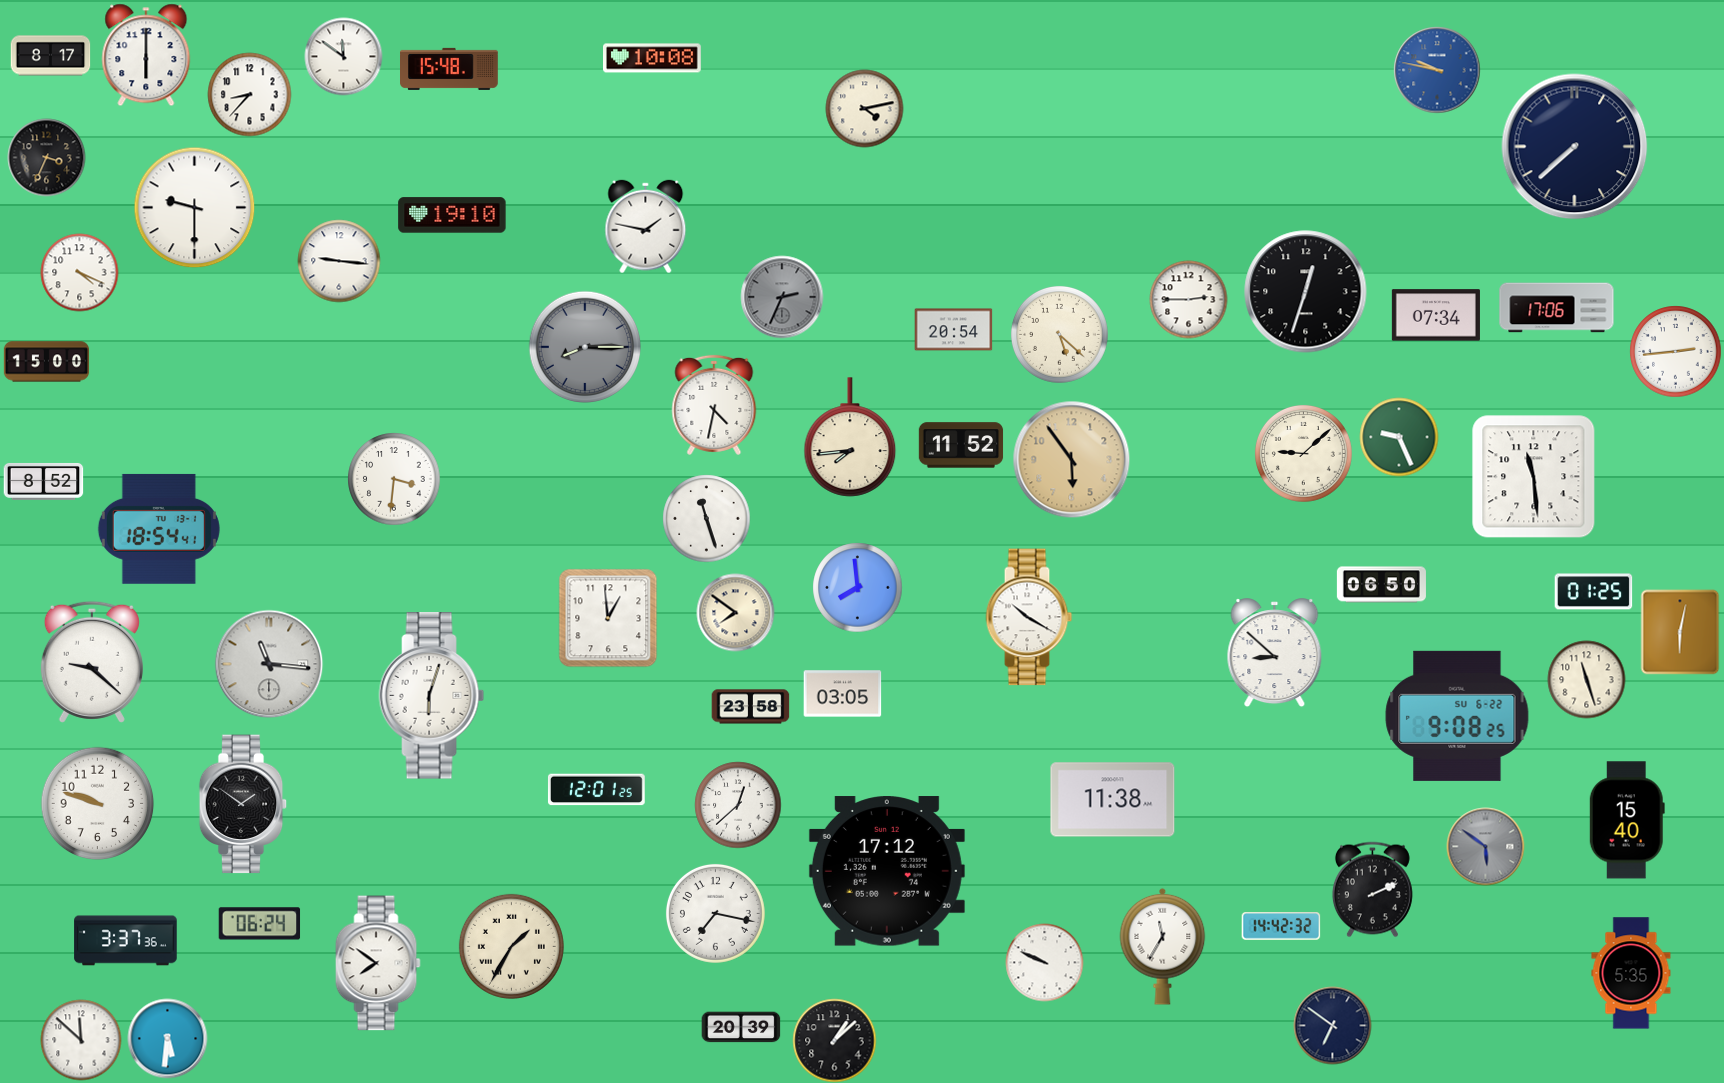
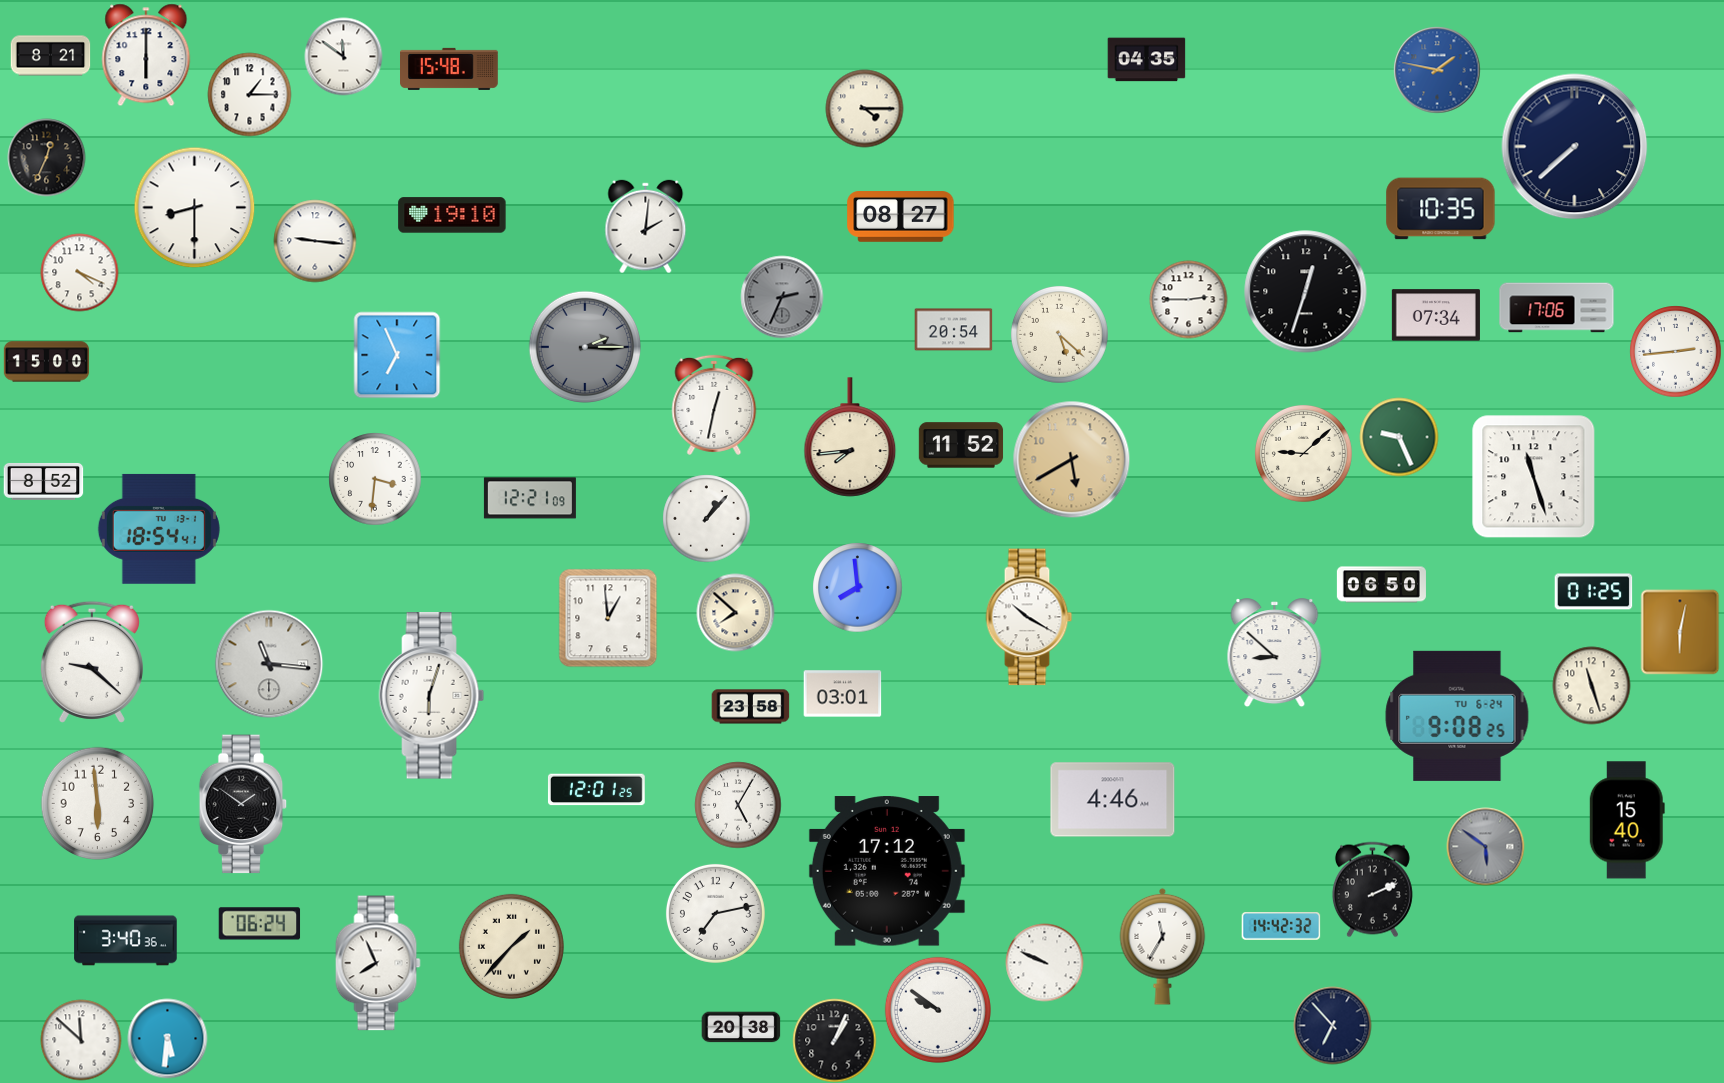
clock at (50, 56): 8:17 -> 8:21
clock at (653, 58): 10:08 -> none
clock at (1146, 60): none -> 04:35
clock at (1437, 70): 9:47 -> 1:47
clock at (249, 94): 8:37 -> 1:15
clock at (864, 108): 4:13 -> 4:15
clock at (46, 157): 3:34 -> 12:34
clock at (194, 207): 9:30 -> 8:30
clock at (1441, 209): none -> 10:35
clock at (901, 217): none -> 08:27
clock at (646, 226): 1:47 -> 2:01
clock at (339, 261) position: (339, 261) -> (315, 241)
clock at (584, 346): 8:15 -> 2:15
clock at (397, 355): none -> 6:56
clock at (714, 405): 4:32 -> 12:32
clock at (1071, 459): 5:54 -> 5:40
clock at (1534, 477): 11:29 -> 11:27
clock at (394, 479) position: (394, 479) -> (375, 479)
clock at (530, 498): none -> 12:21
clock at (706, 518): 11:27 -> 1:07
clock at (735, 612): 7:51 -> 7:52
clock at (1586, 679) position: (1586, 679) -> (1591, 685)
clock at (842, 694): 03:05 -> 03:01
clock at (1457, 716) date: SU 6-22 -> TU 6-24
clock at (1113, 800): 11:38 -> 4:46
clock at (97, 803): 9:48 -> 5:59
clock at (738, 805): 12:38 -> 5:05
clock at (715, 913): 7:17 -> 7:13
clock at (126, 941): 3:37 -> 3:40
clock at (511, 946): 1:35 -> 1:37
clock at (378, 963): 7:51 -> 7:56
clock at (1631, 973): 5:35 -> none
clock at (938, 1010): none -> 9:51
clock at (1332, 1025): 6:51 -> 6:53
clock at (741, 1027): 20:39 -> 20:38
clock at (834, 1040): 1:08 -> 1:04
